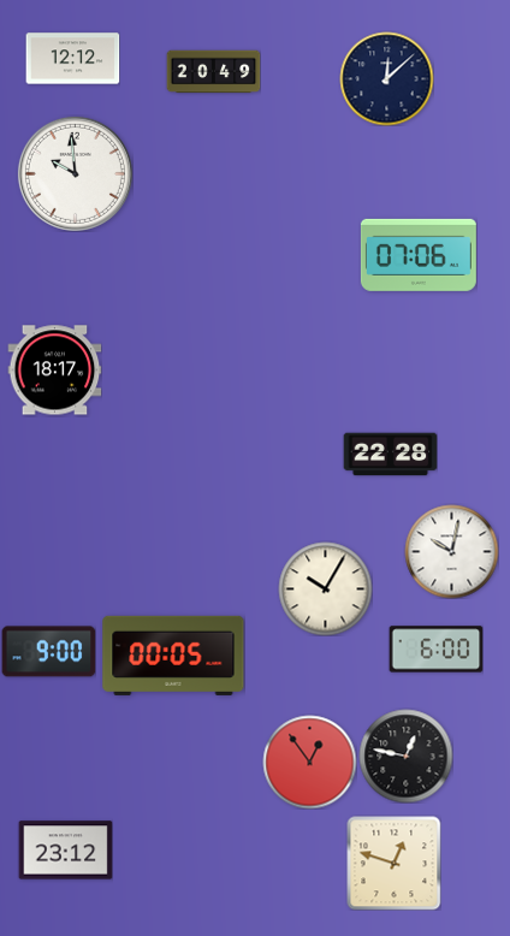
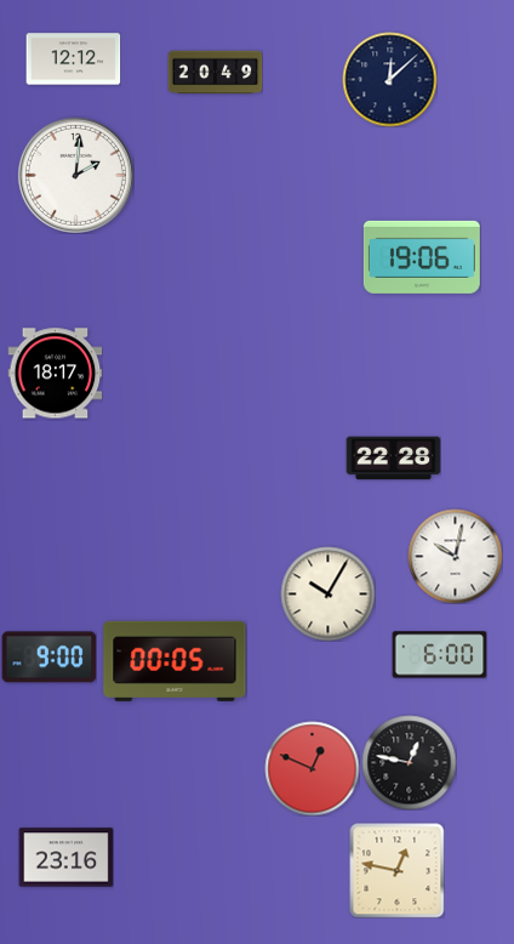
clock at (75, 173): 9:59 -> 2:01
clock at (419, 255): 07:06 -> 19:06
clock at (309, 762): 12:54 -> 12:49
clock at (65, 851): 23:12 -> 23:16
clock at (393, 863): 12:48 -> 12:47
